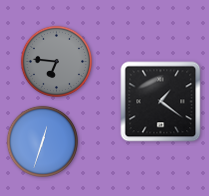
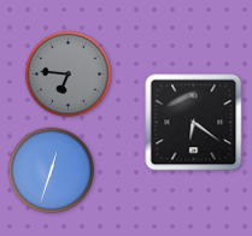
clock at (161, 102): 1:21 -> 6:21
